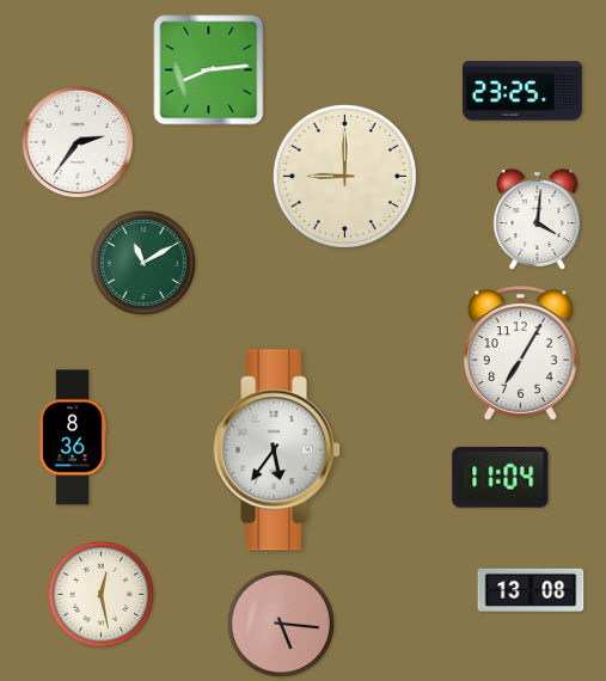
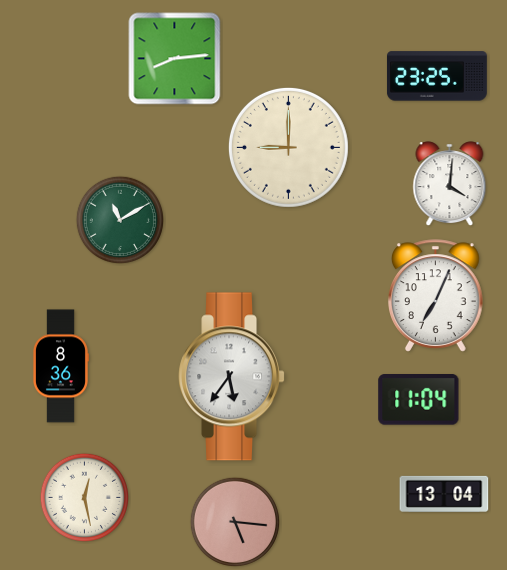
clock at (76, 141): 2:36 -> none
clock at (521, 354): 7:05 -> 7:04
clock at (531, 590): 13:08 -> 13:04
